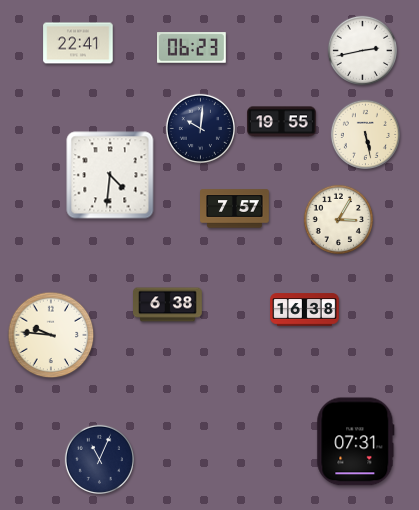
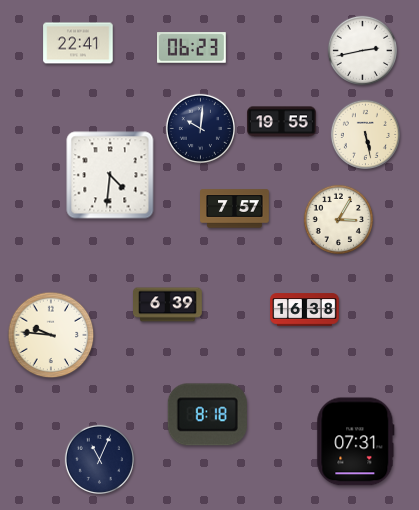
clock at (168, 305): 6:38 -> 6:39
clock at (207, 415): none -> 8:18
